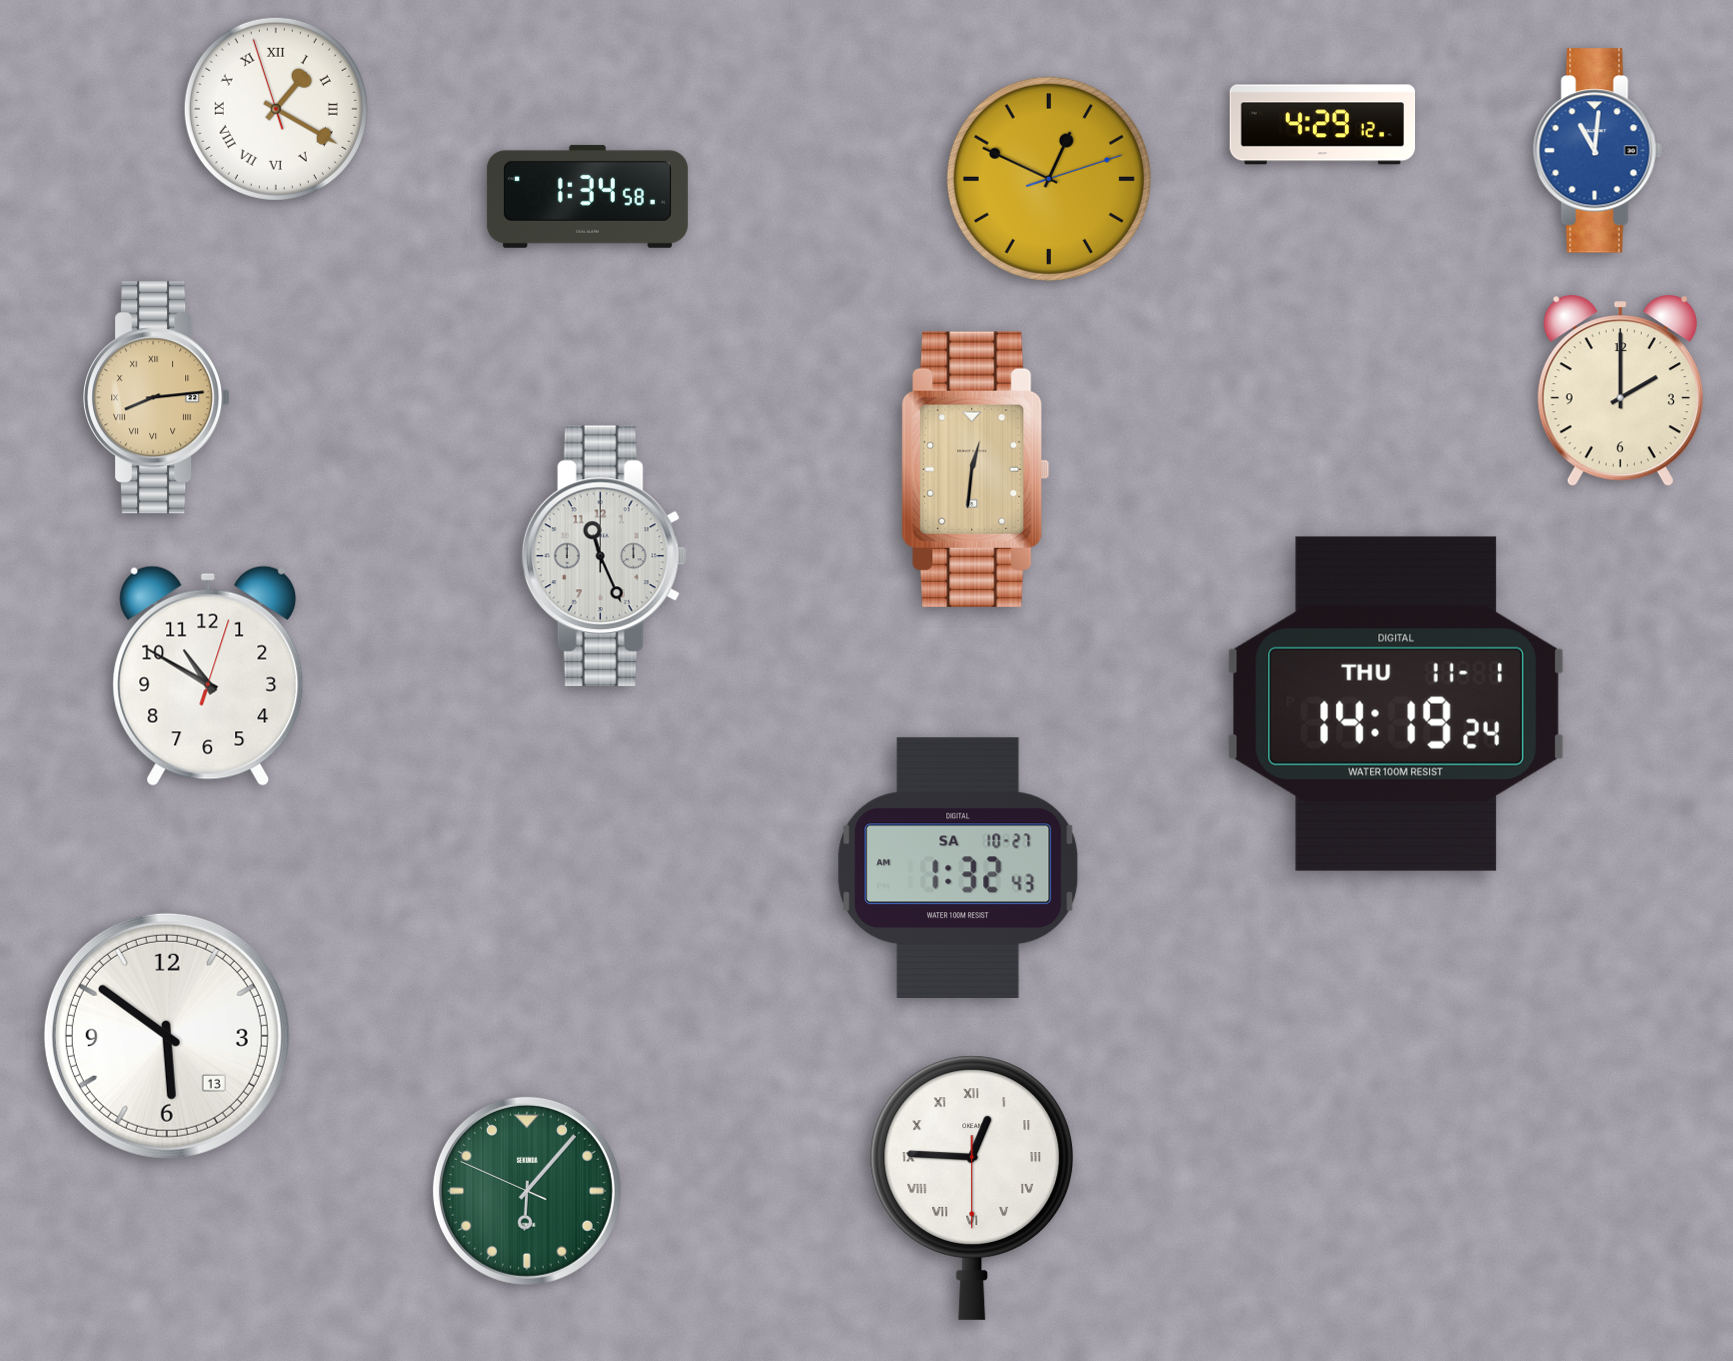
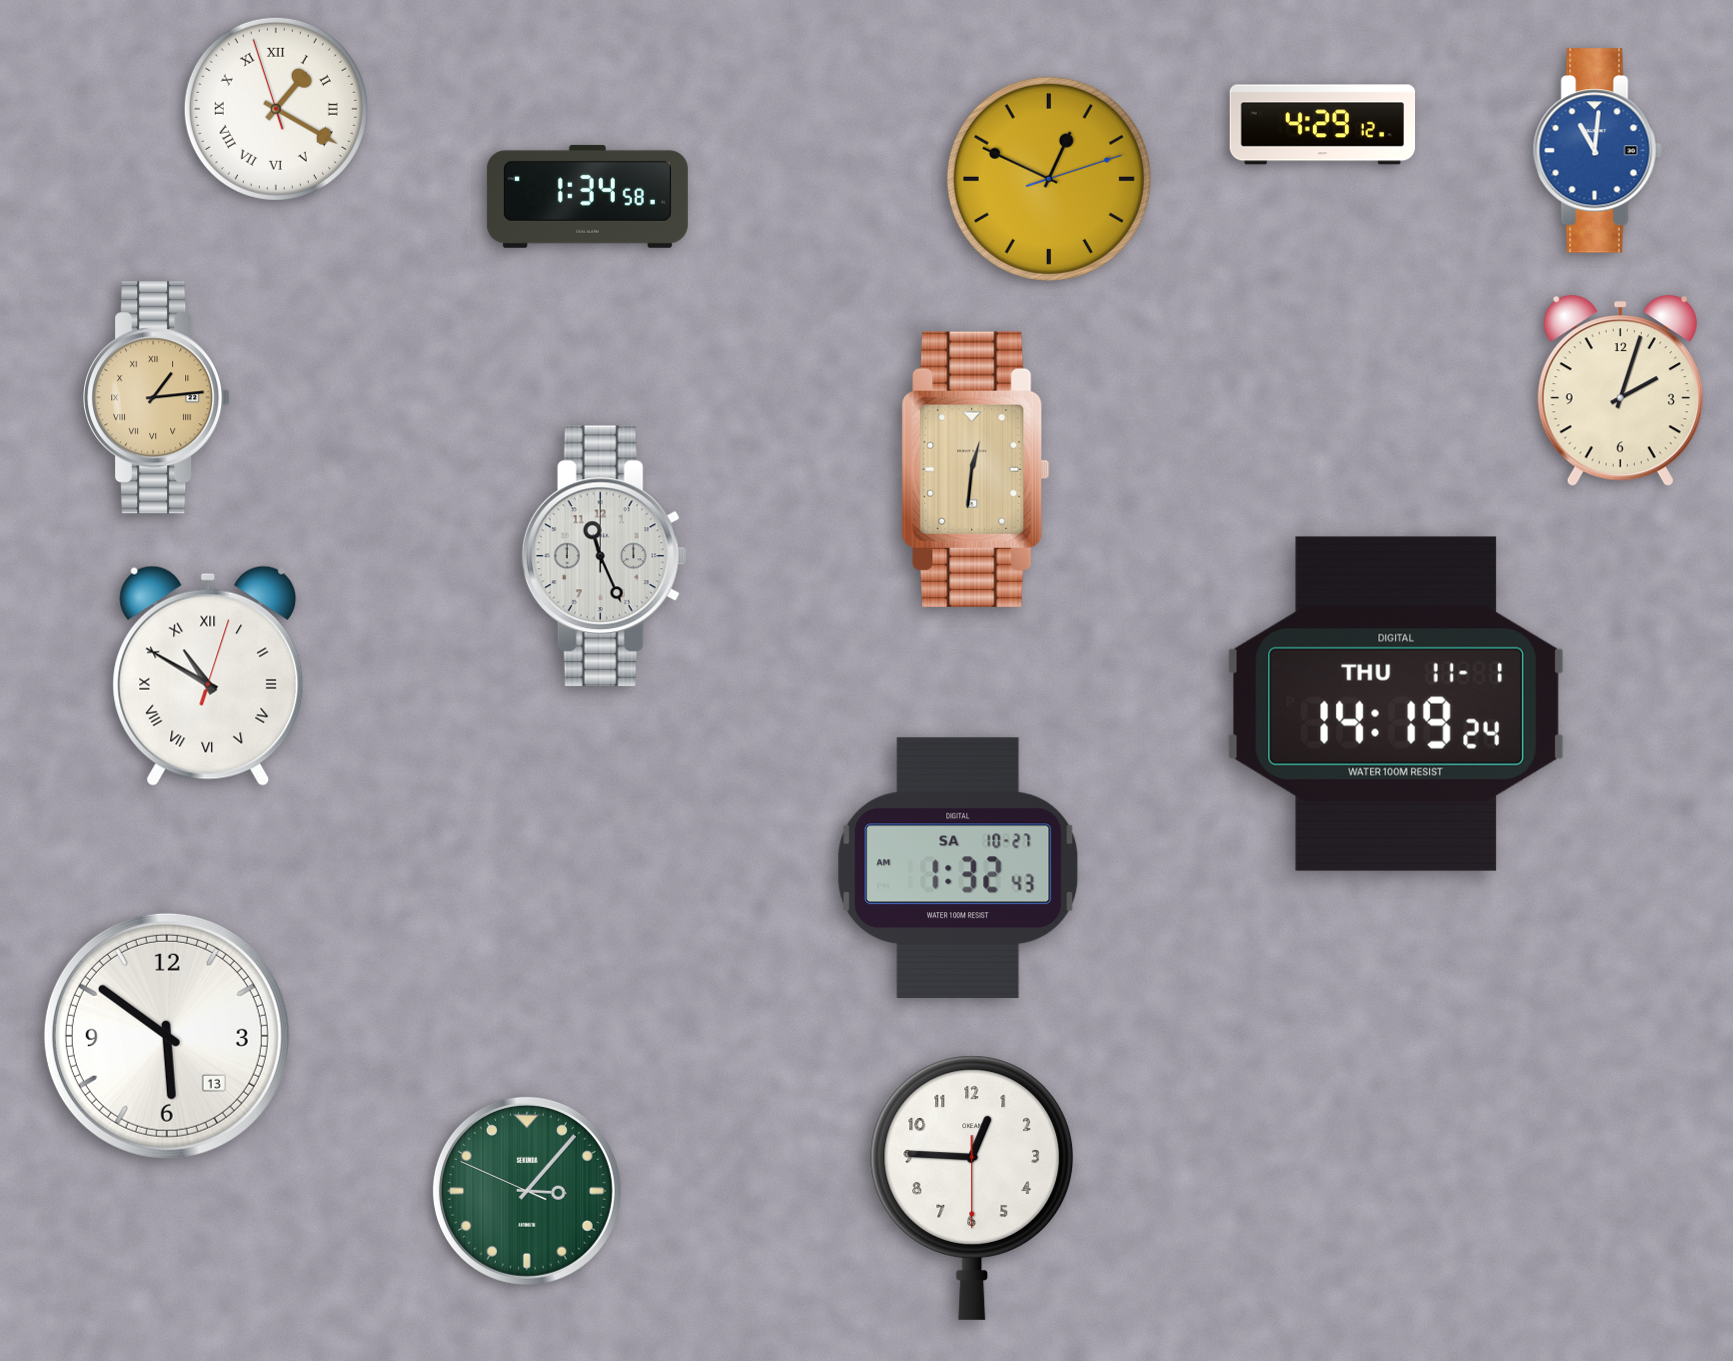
clock at (1620, 391): 2:00 -> 2:03
clock at (157, 398): 8:14 -> 1:14
clock at (208, 676) numerals: Arabic -> Roman
clock at (972, 1188) numerals: Roman -> Arabic
clock at (527, 1191): 6:06 -> 3:06
